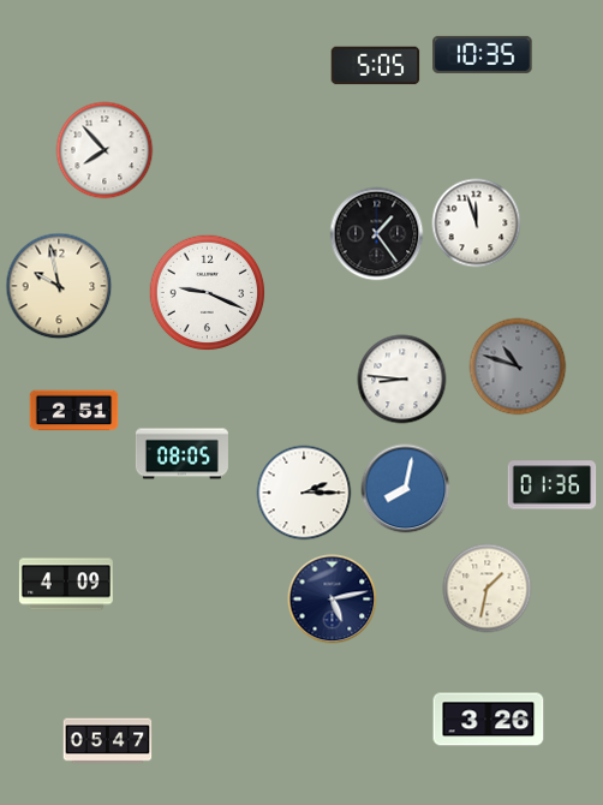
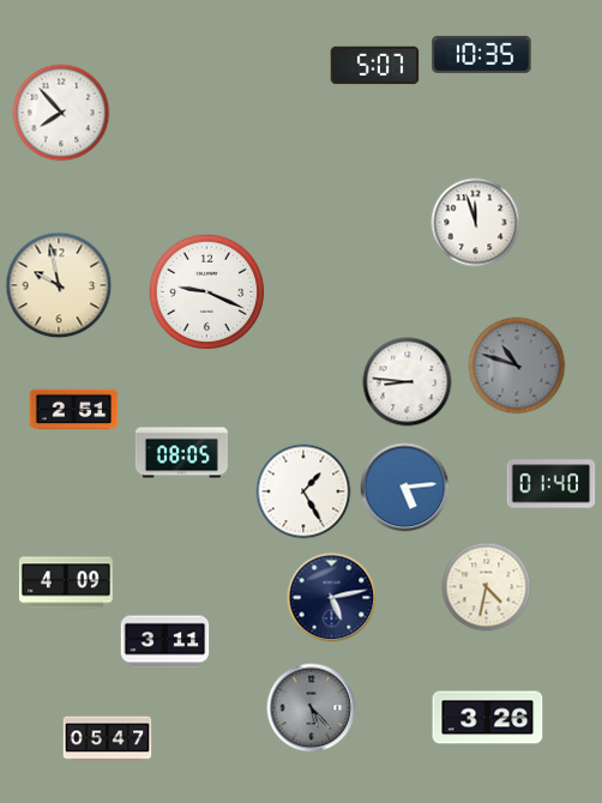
clock at (376, 66): 5:05 -> 5:07
clock at (105, 150) position: (105, 150) -> (61, 113)
clock at (377, 234): 1:24 -> none
clock at (402, 380) position: (402, 380) -> (408, 382)
clock at (553, 485): 01:36 -> 01:40
clock at (406, 489): 8:02 -> 5:14
clock at (304, 493): 2:15 -> 1:25
clock at (488, 589): 1:32 -> 4:32
clock at (165, 642): none -> 3:11
clock at (312, 708): none -> 5:23
